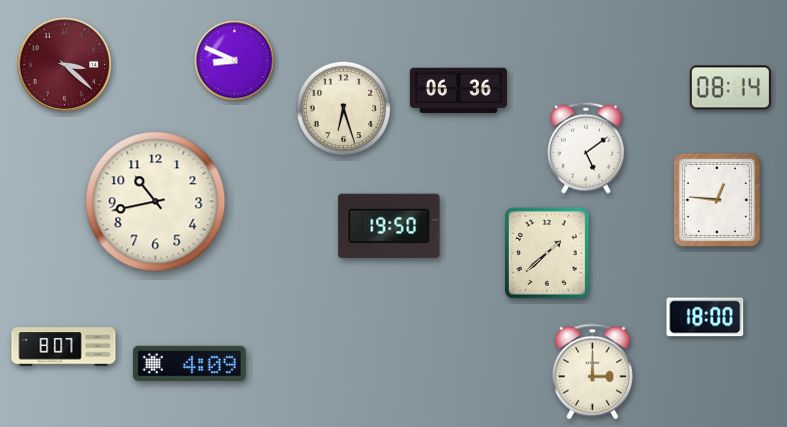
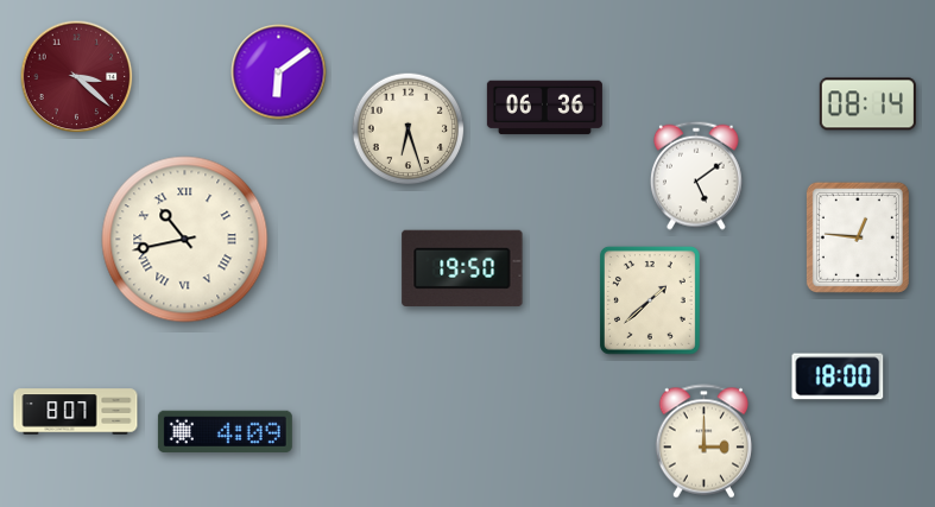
clock at (235, 61): 8:49 -> 6:09
clock at (717, 200) position: (717, 200) -> (858, 237)
clock at (156, 202) numerals: Arabic -> Roman
